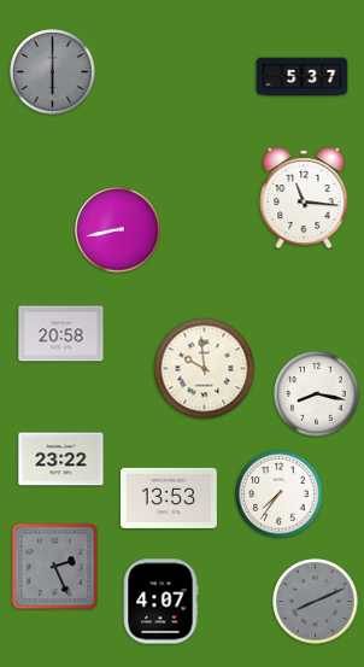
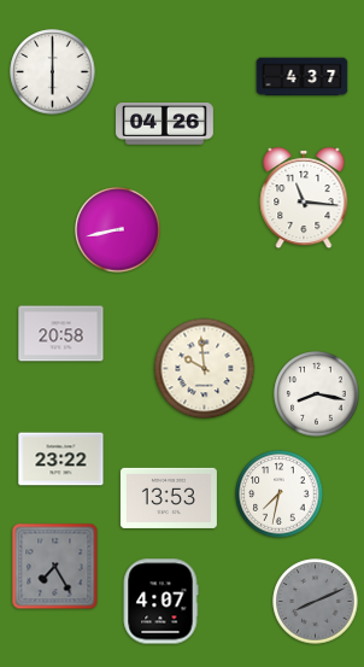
clock at (53, 72) dial: grey -> white
clock at (303, 77): 5:37 -> 4:37
clock at (165, 124): none -> 04:26
clock at (280, 495): 7:36 -> 7:32
clock at (55, 567): 2:26 -> 7:25
